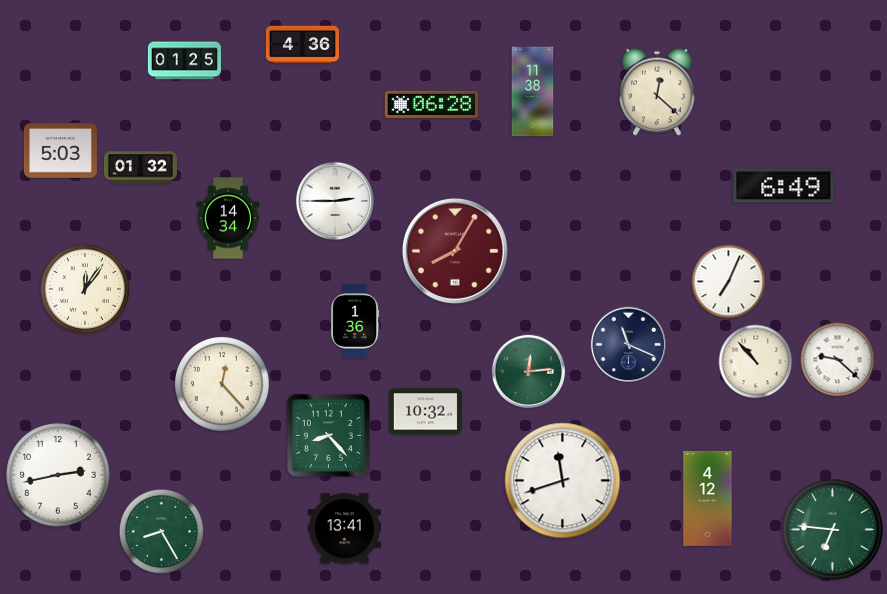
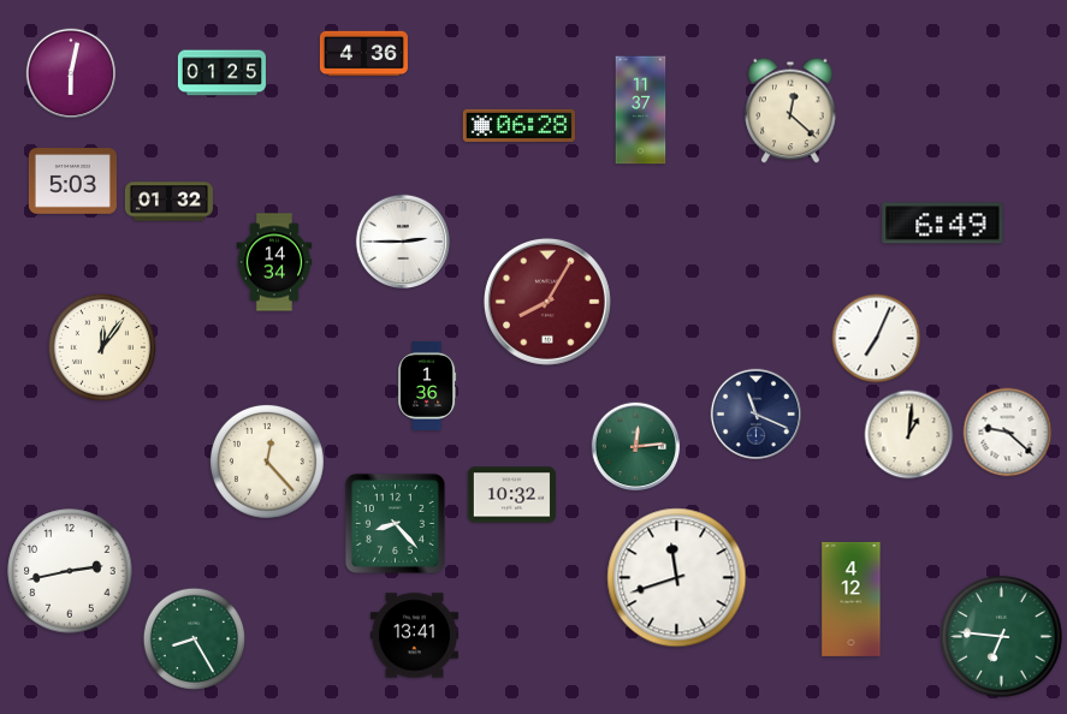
clock at (71, 73): none -> 6:02
clock at (533, 92): 11:38 -> 11:37
clock at (756, 362): 10:53 -> 1:01
